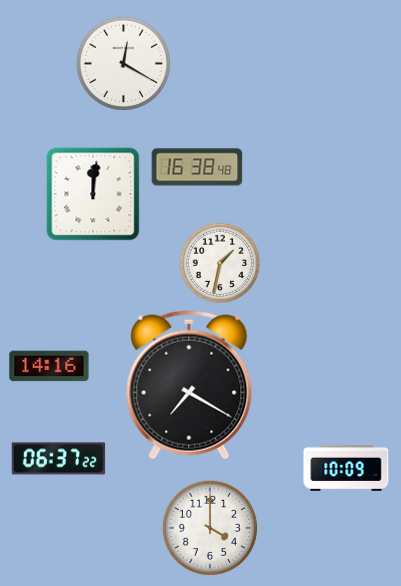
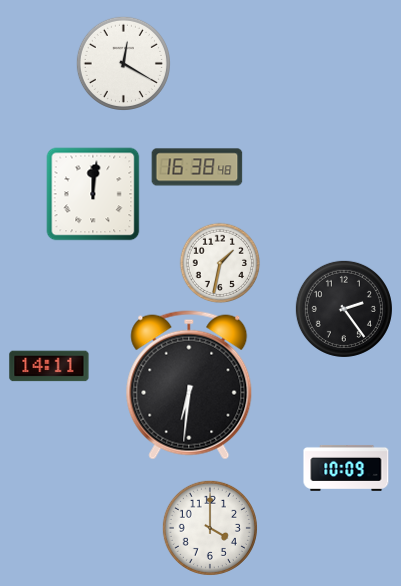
clock at (344, 309): none -> 2:24
clock at (49, 366): 14:16 -> 14:11
clock at (189, 385): 7:20 -> 6:31
clock at (59, 459): 06:37 -> none
